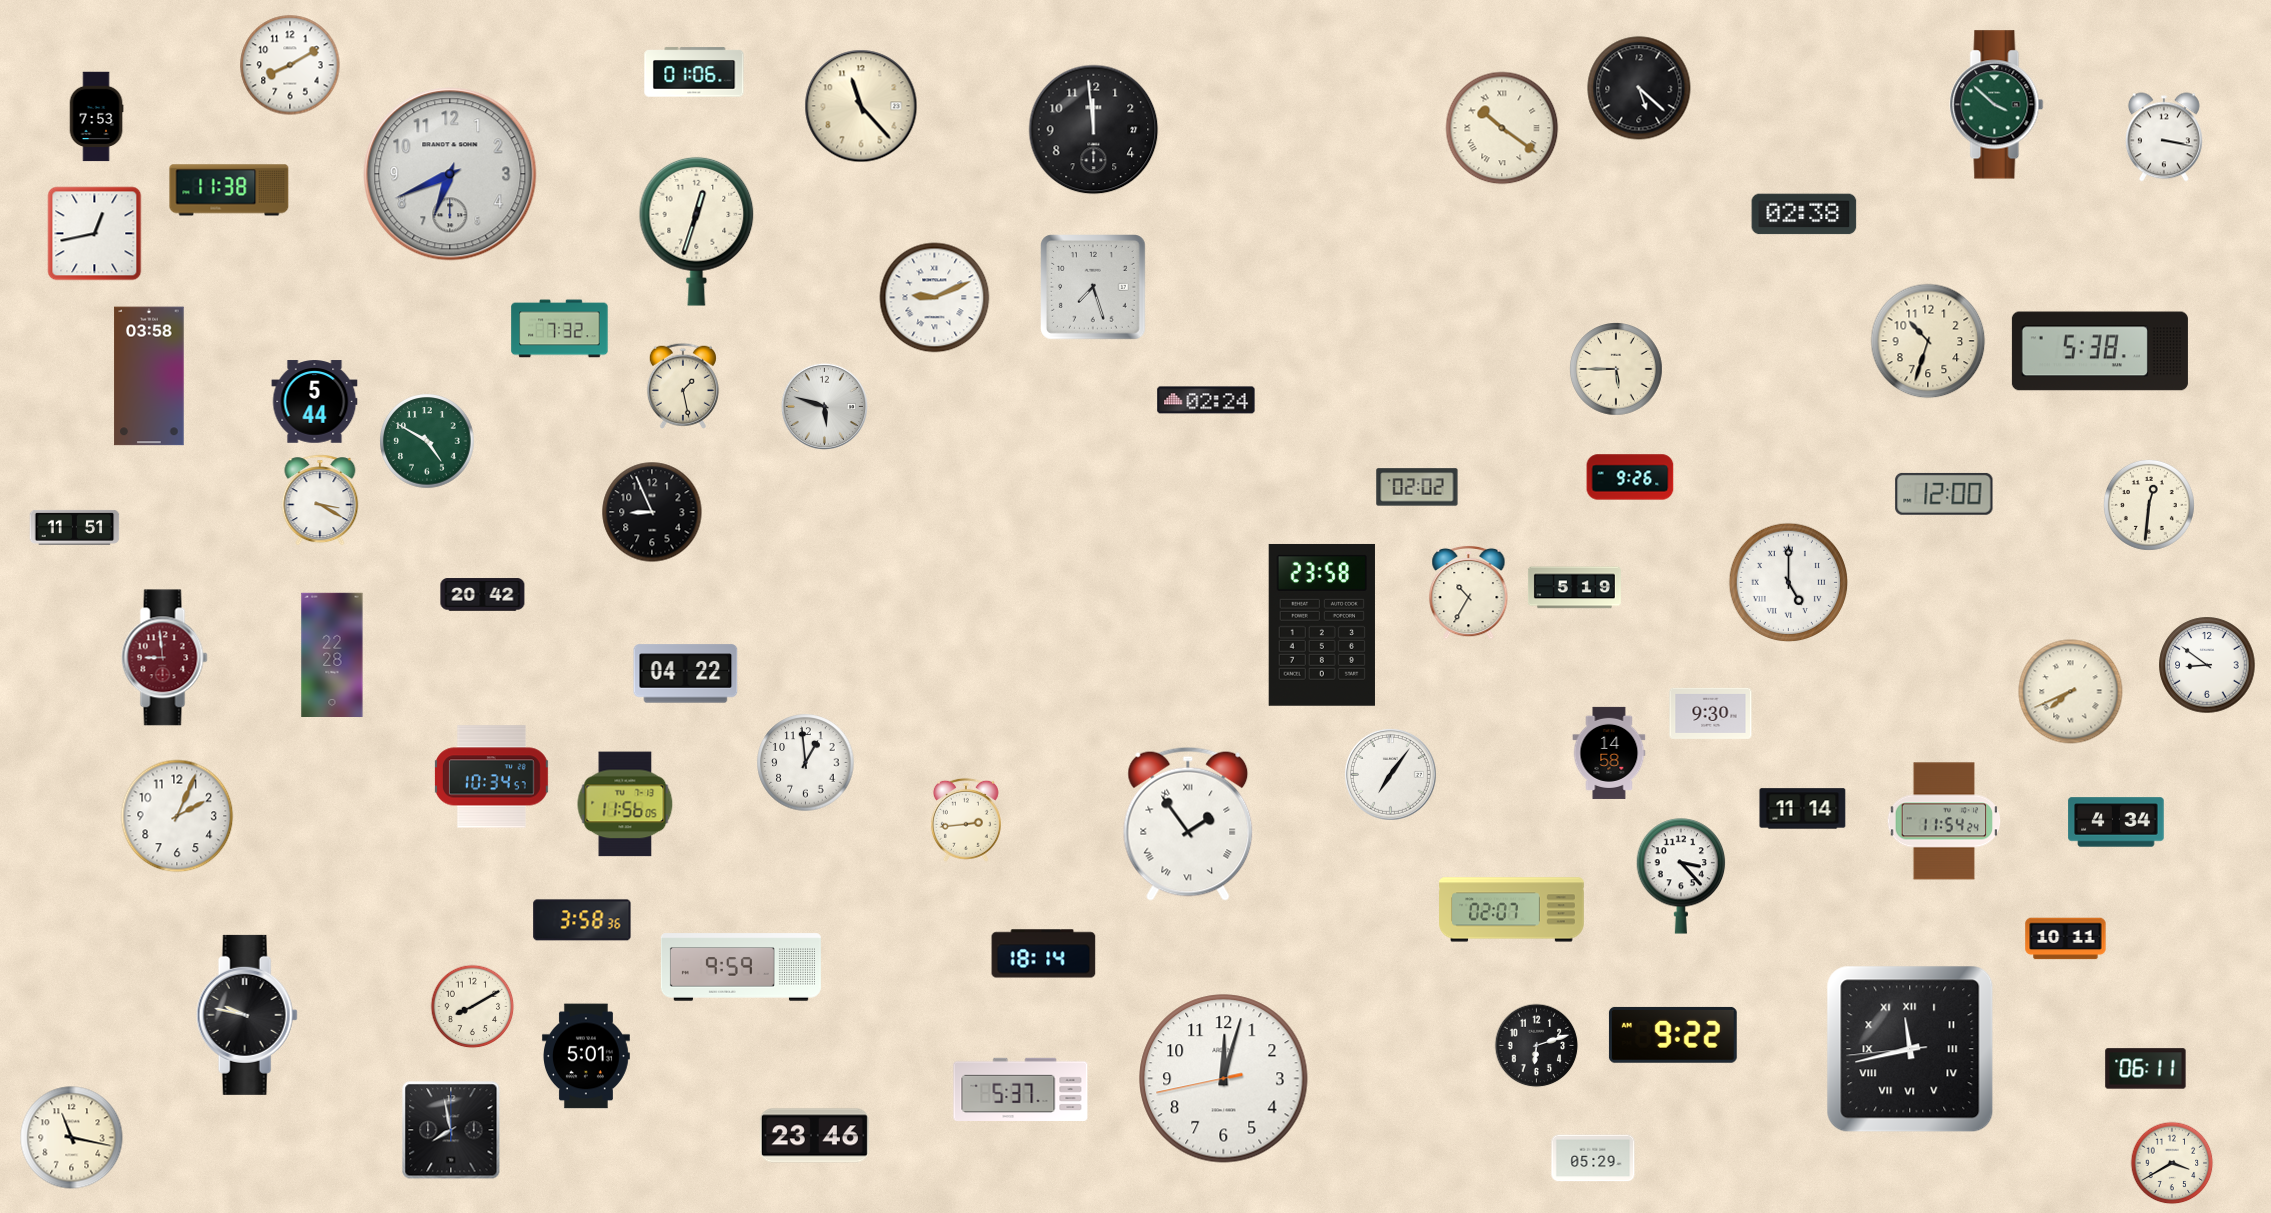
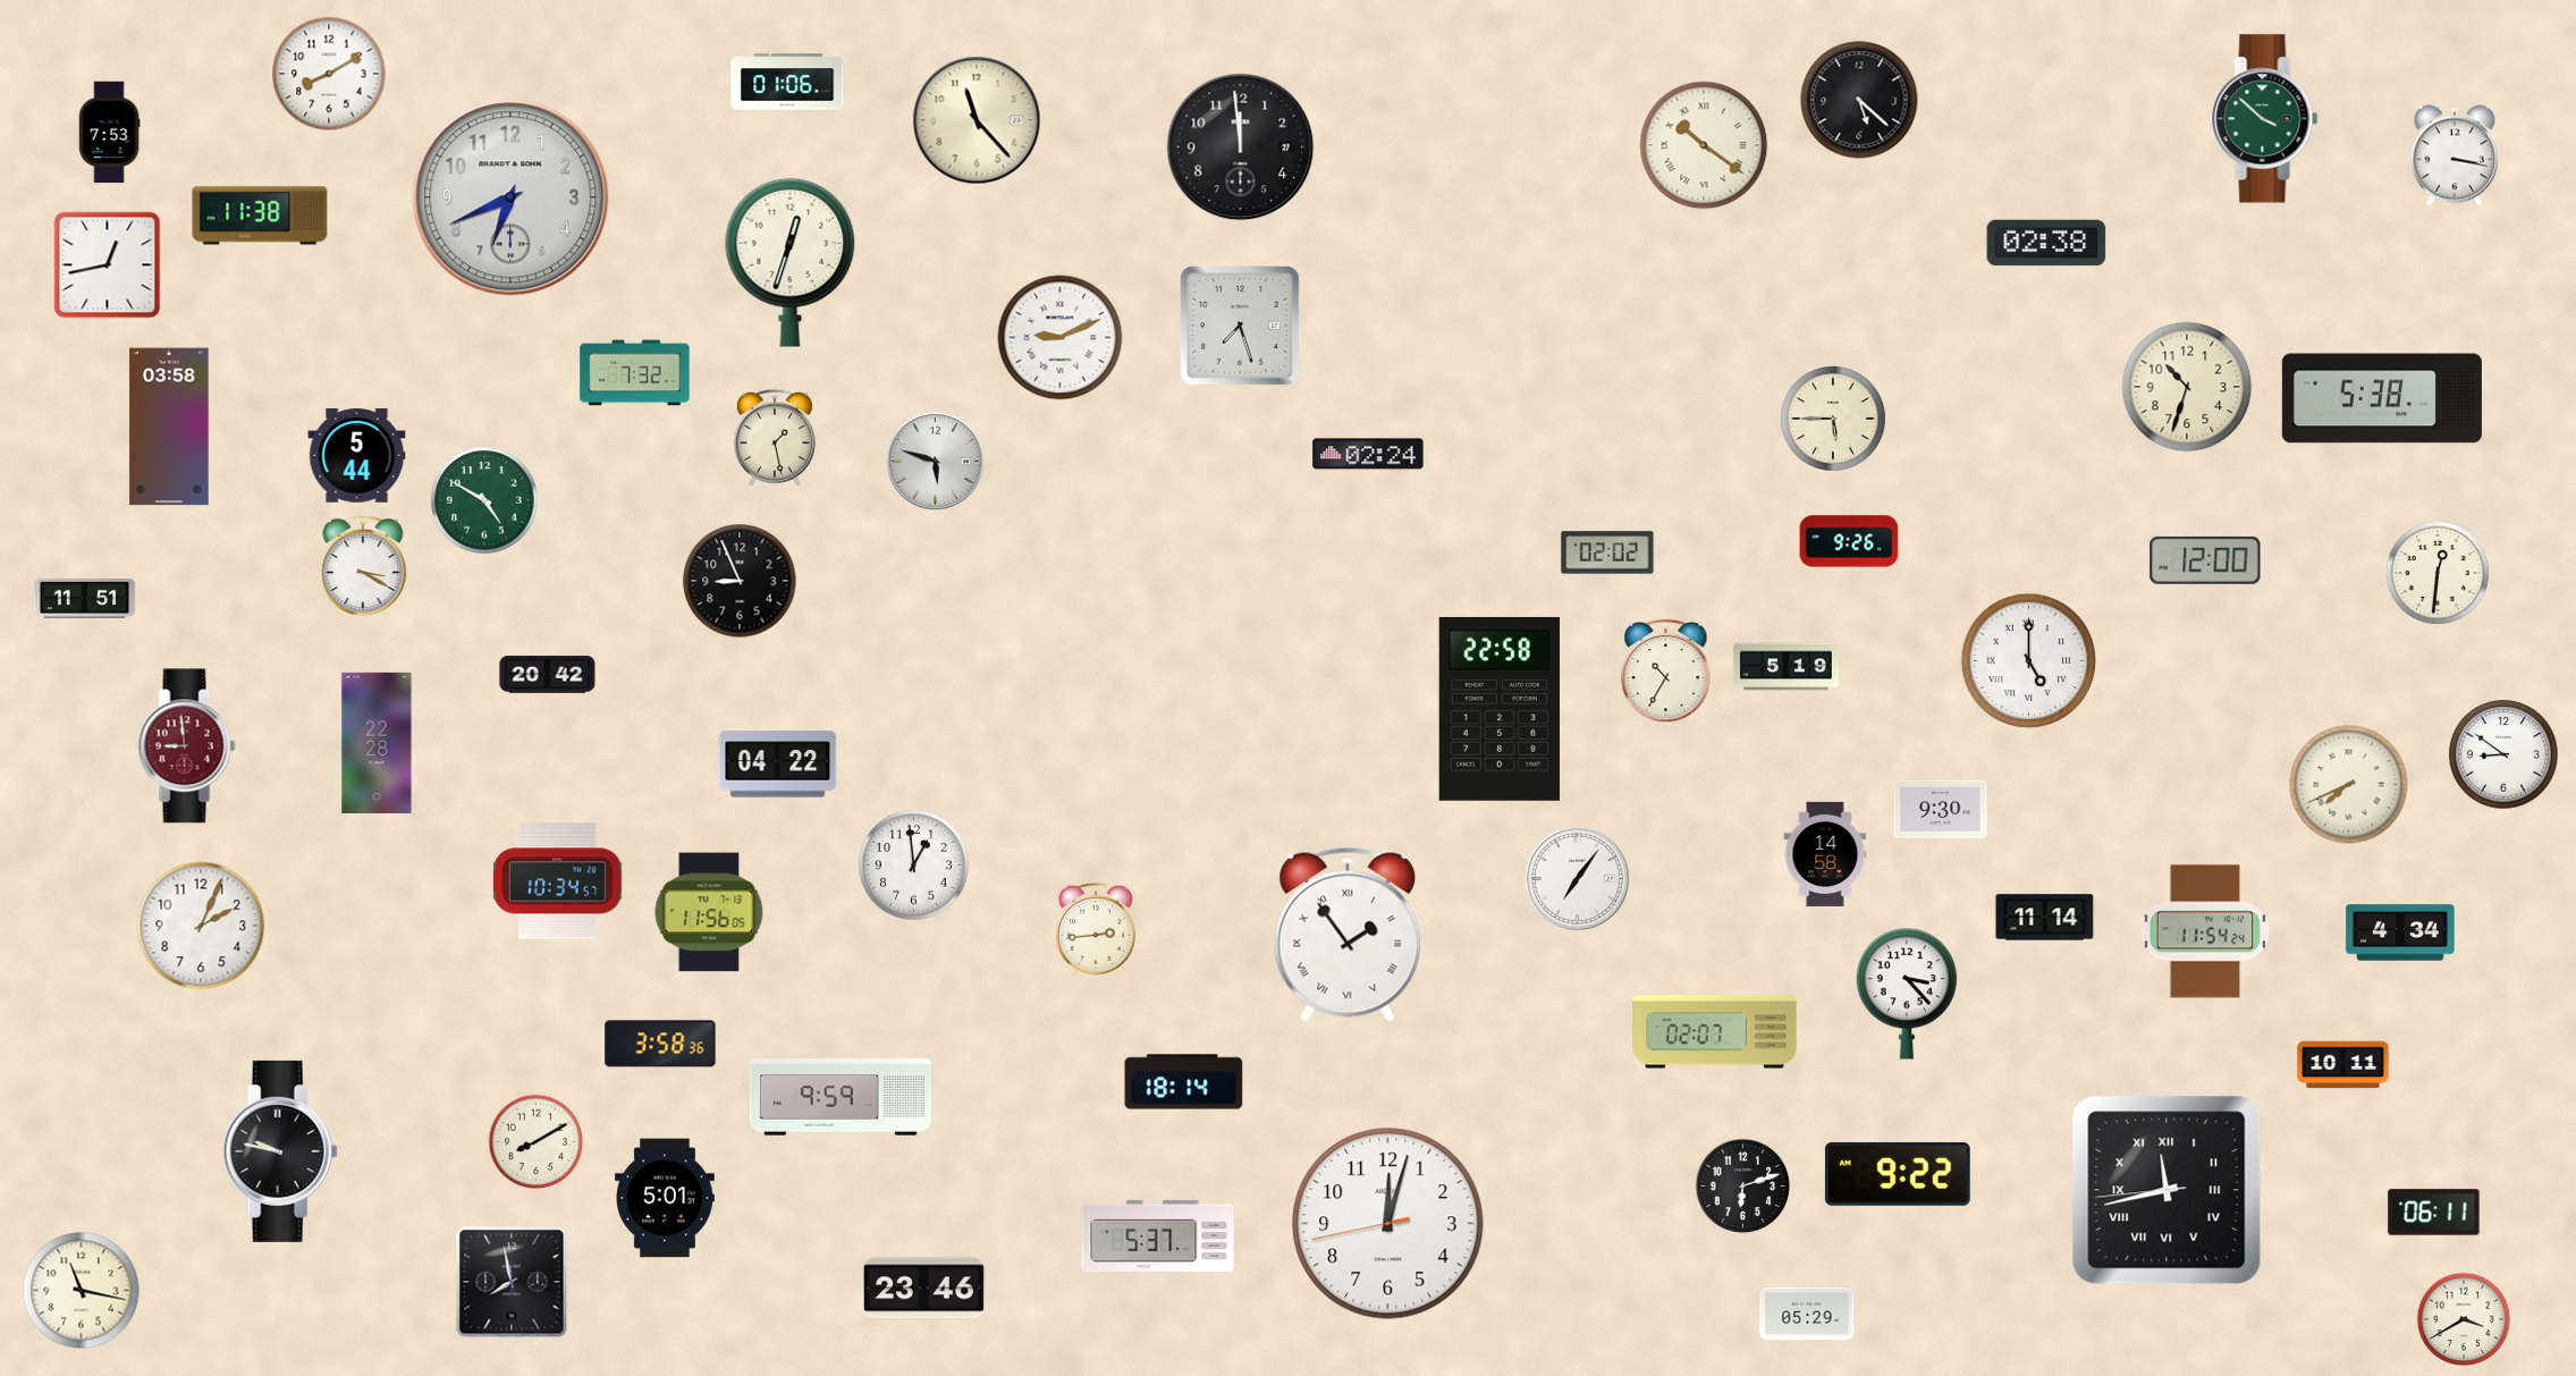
clock at (1322, 625): 23:58 -> 22:58
